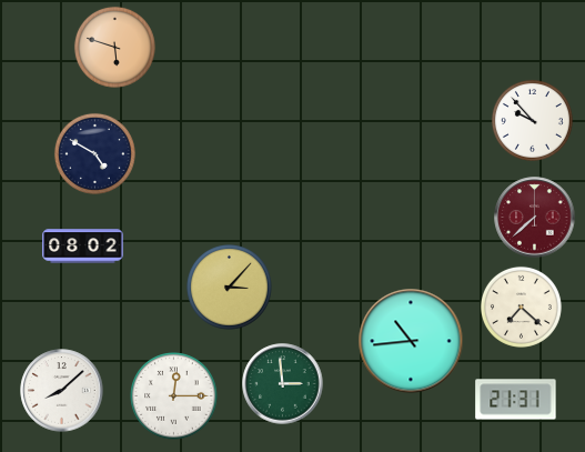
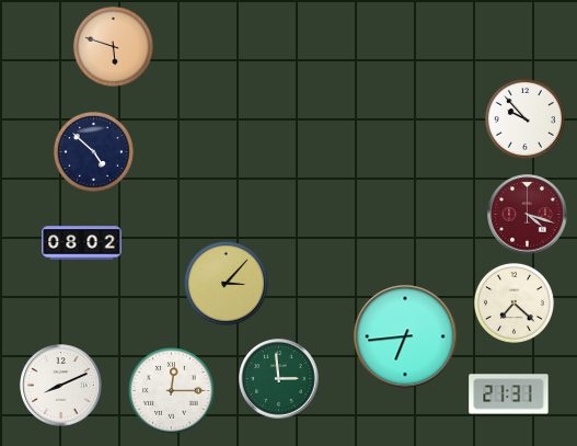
clock at (94, 153): 4:50 -> 4:52
clock at (535, 218): 7:38 -> 4:18
clock at (411, 341): 10:44 -> 6:44
clock at (62, 391): 8:08 -> 8:11
